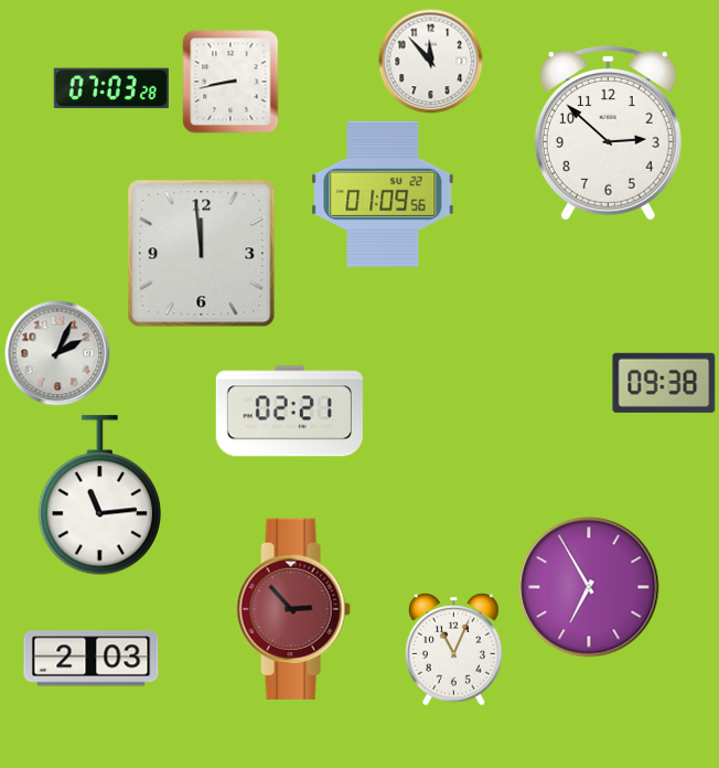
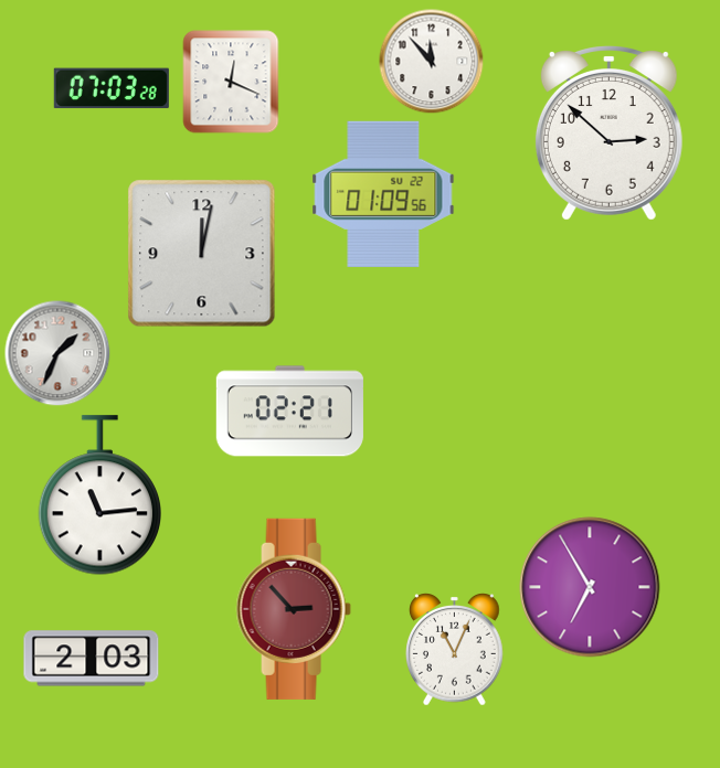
clock at (230, 82): 8:43 -> 12:19
clock at (202, 254): 11:59 -> 12:02
clock at (57, 353): 2:04 -> 1:34
clock at (664, 383): 09:38 -> none
